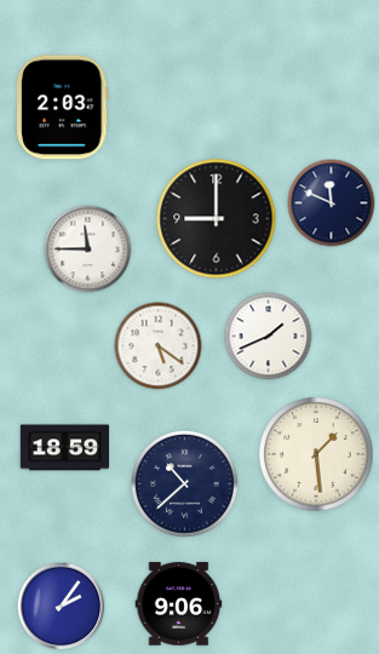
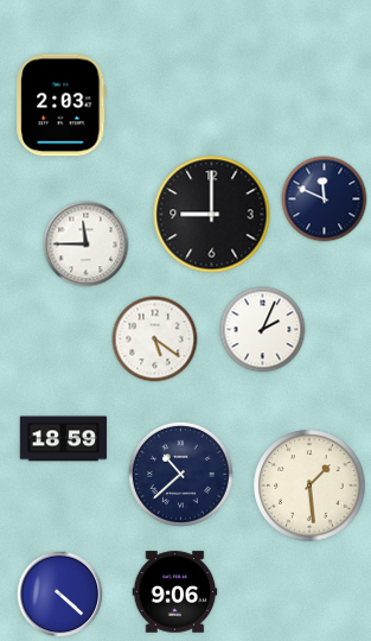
clock at (269, 337): 1:41 -> 2:04
clock at (316, 454) position: (316, 454) -> (309, 485)
clock at (62, 607): 2:06 -> 4:22
